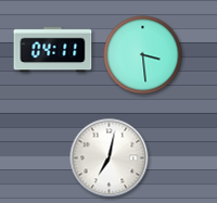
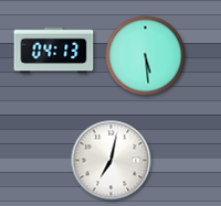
clock at (53, 50): 04:11 -> 04:13
clock at (143, 55): 3:29 -> 5:29
